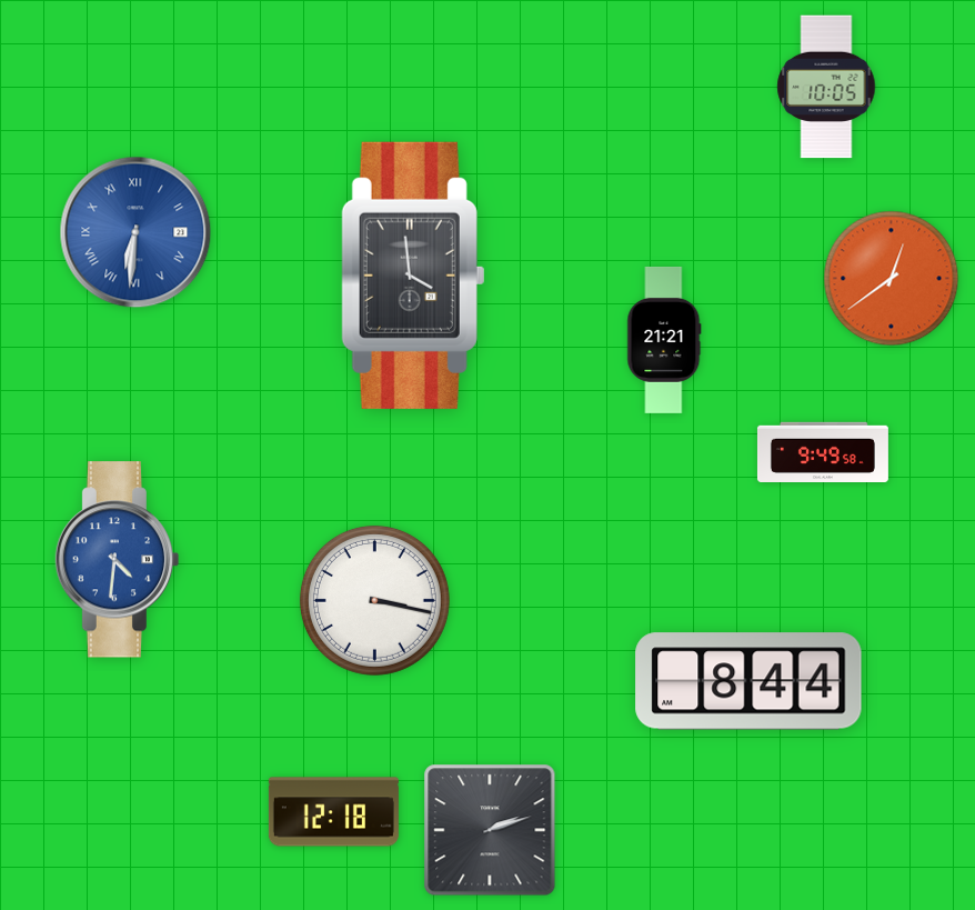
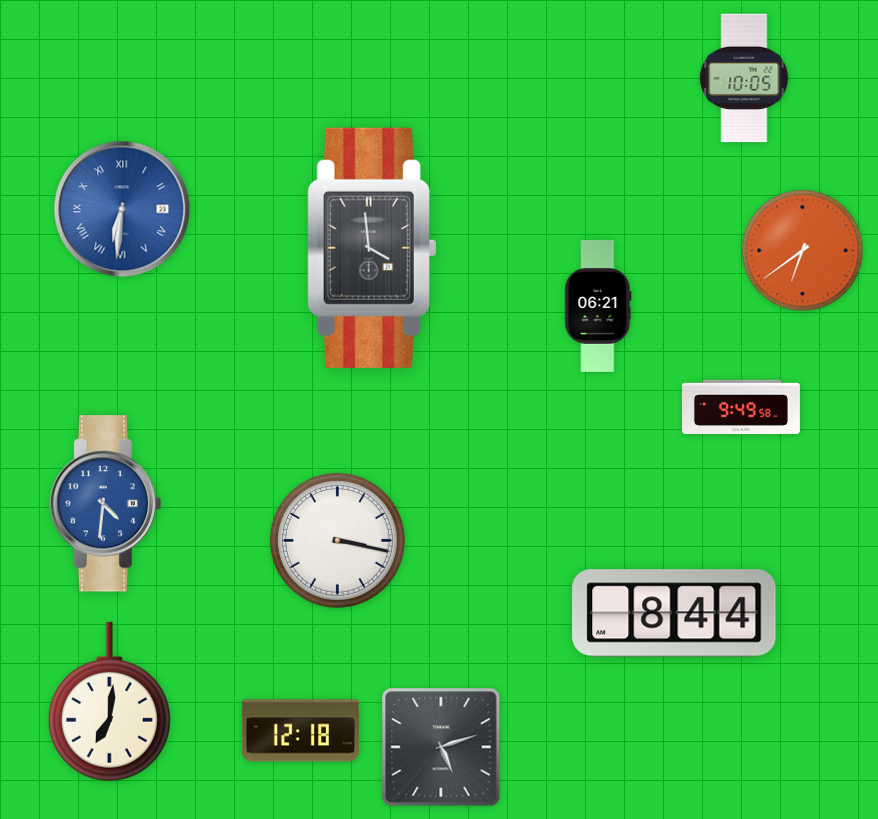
clock at (892, 279): 12:39 -> 6:39
clock at (664, 340): 21:21 -> 06:21
clock at (109, 702): none -> 7:01
clock at (490, 830): 2:12 -> 5:12
